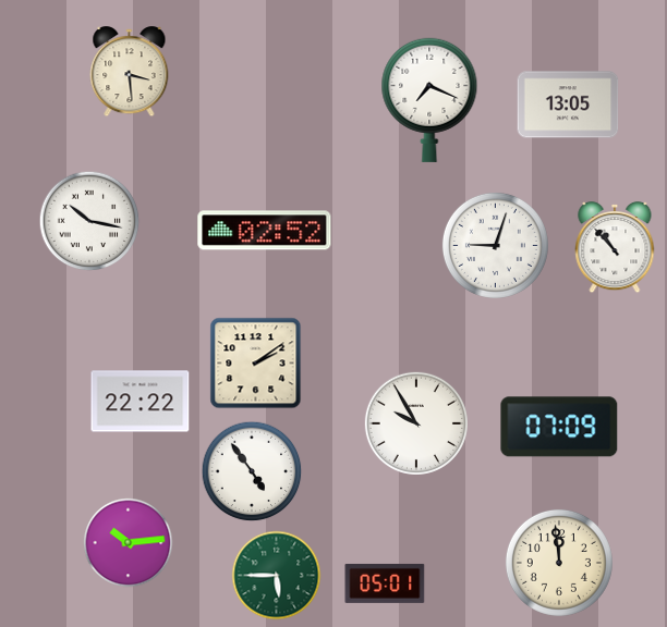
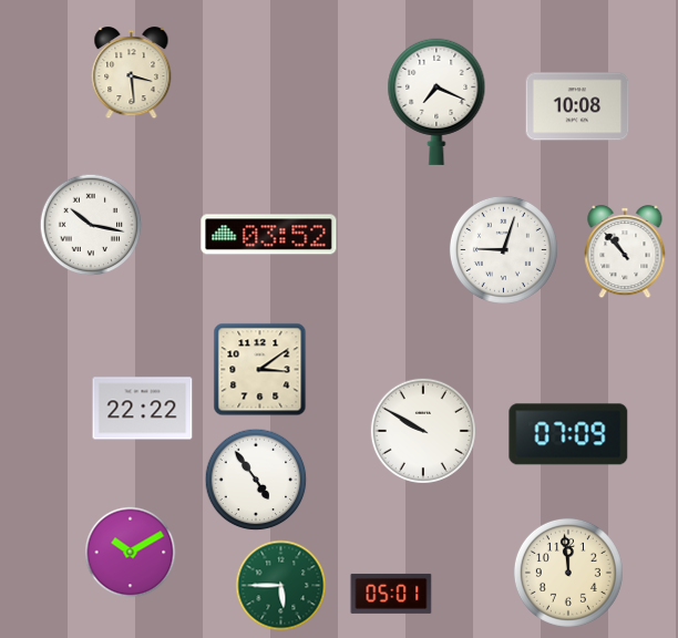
clock at (568, 104): 13:05 -> 10:08
clock at (265, 231): 02:52 -> 03:52
clock at (256, 364): 2:09 -> 3:09
clock at (416, 423): 9:55 -> 9:50
clock at (129, 543): 10:14 -> 10:10
